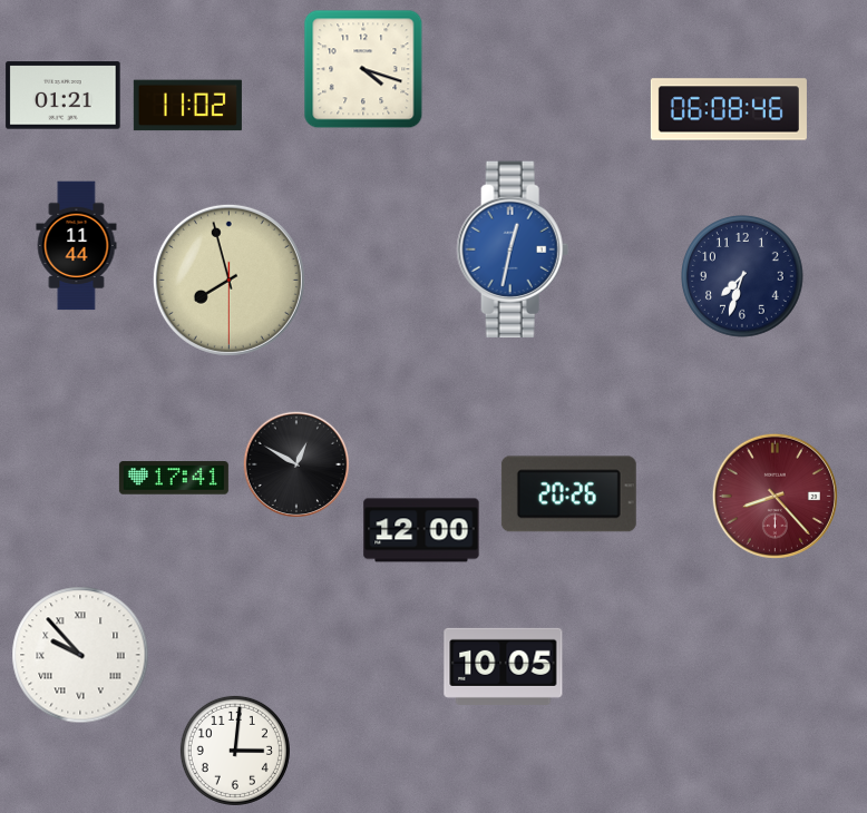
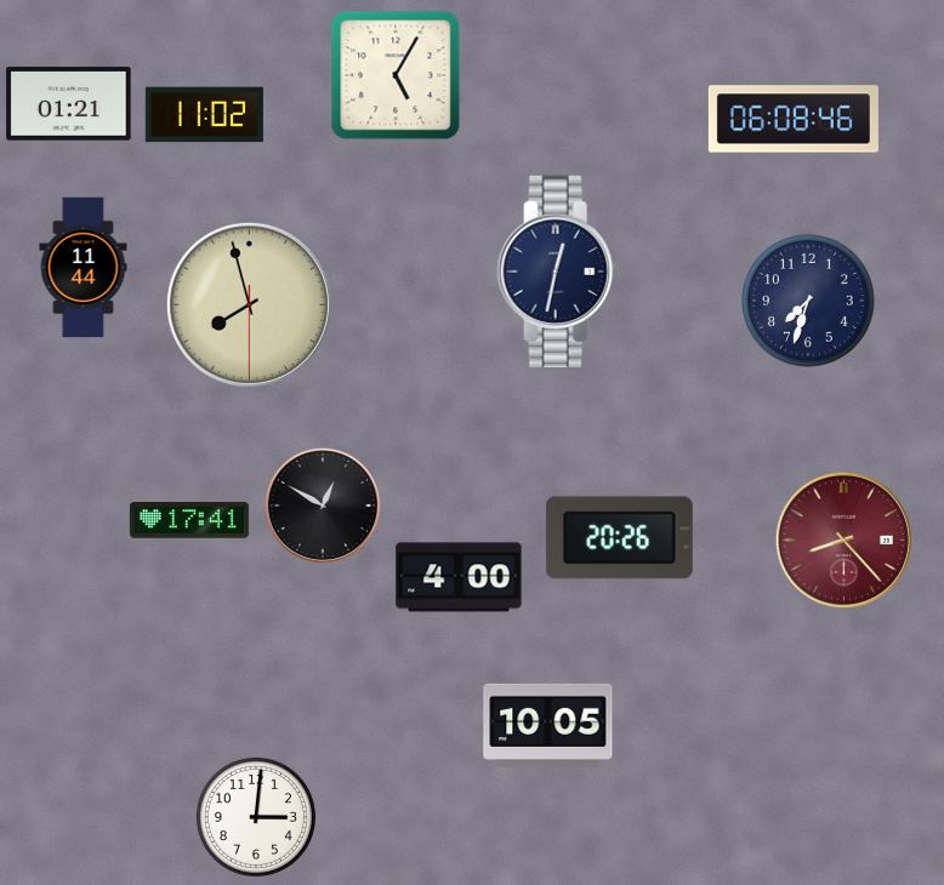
clock at (363, 69): 4:18 -> 5:05
clock at (513, 249) dial: blue -> navy
clock at (421, 530): 12:00 -> 4:00
clock at (80, 655): 9:53 -> none
